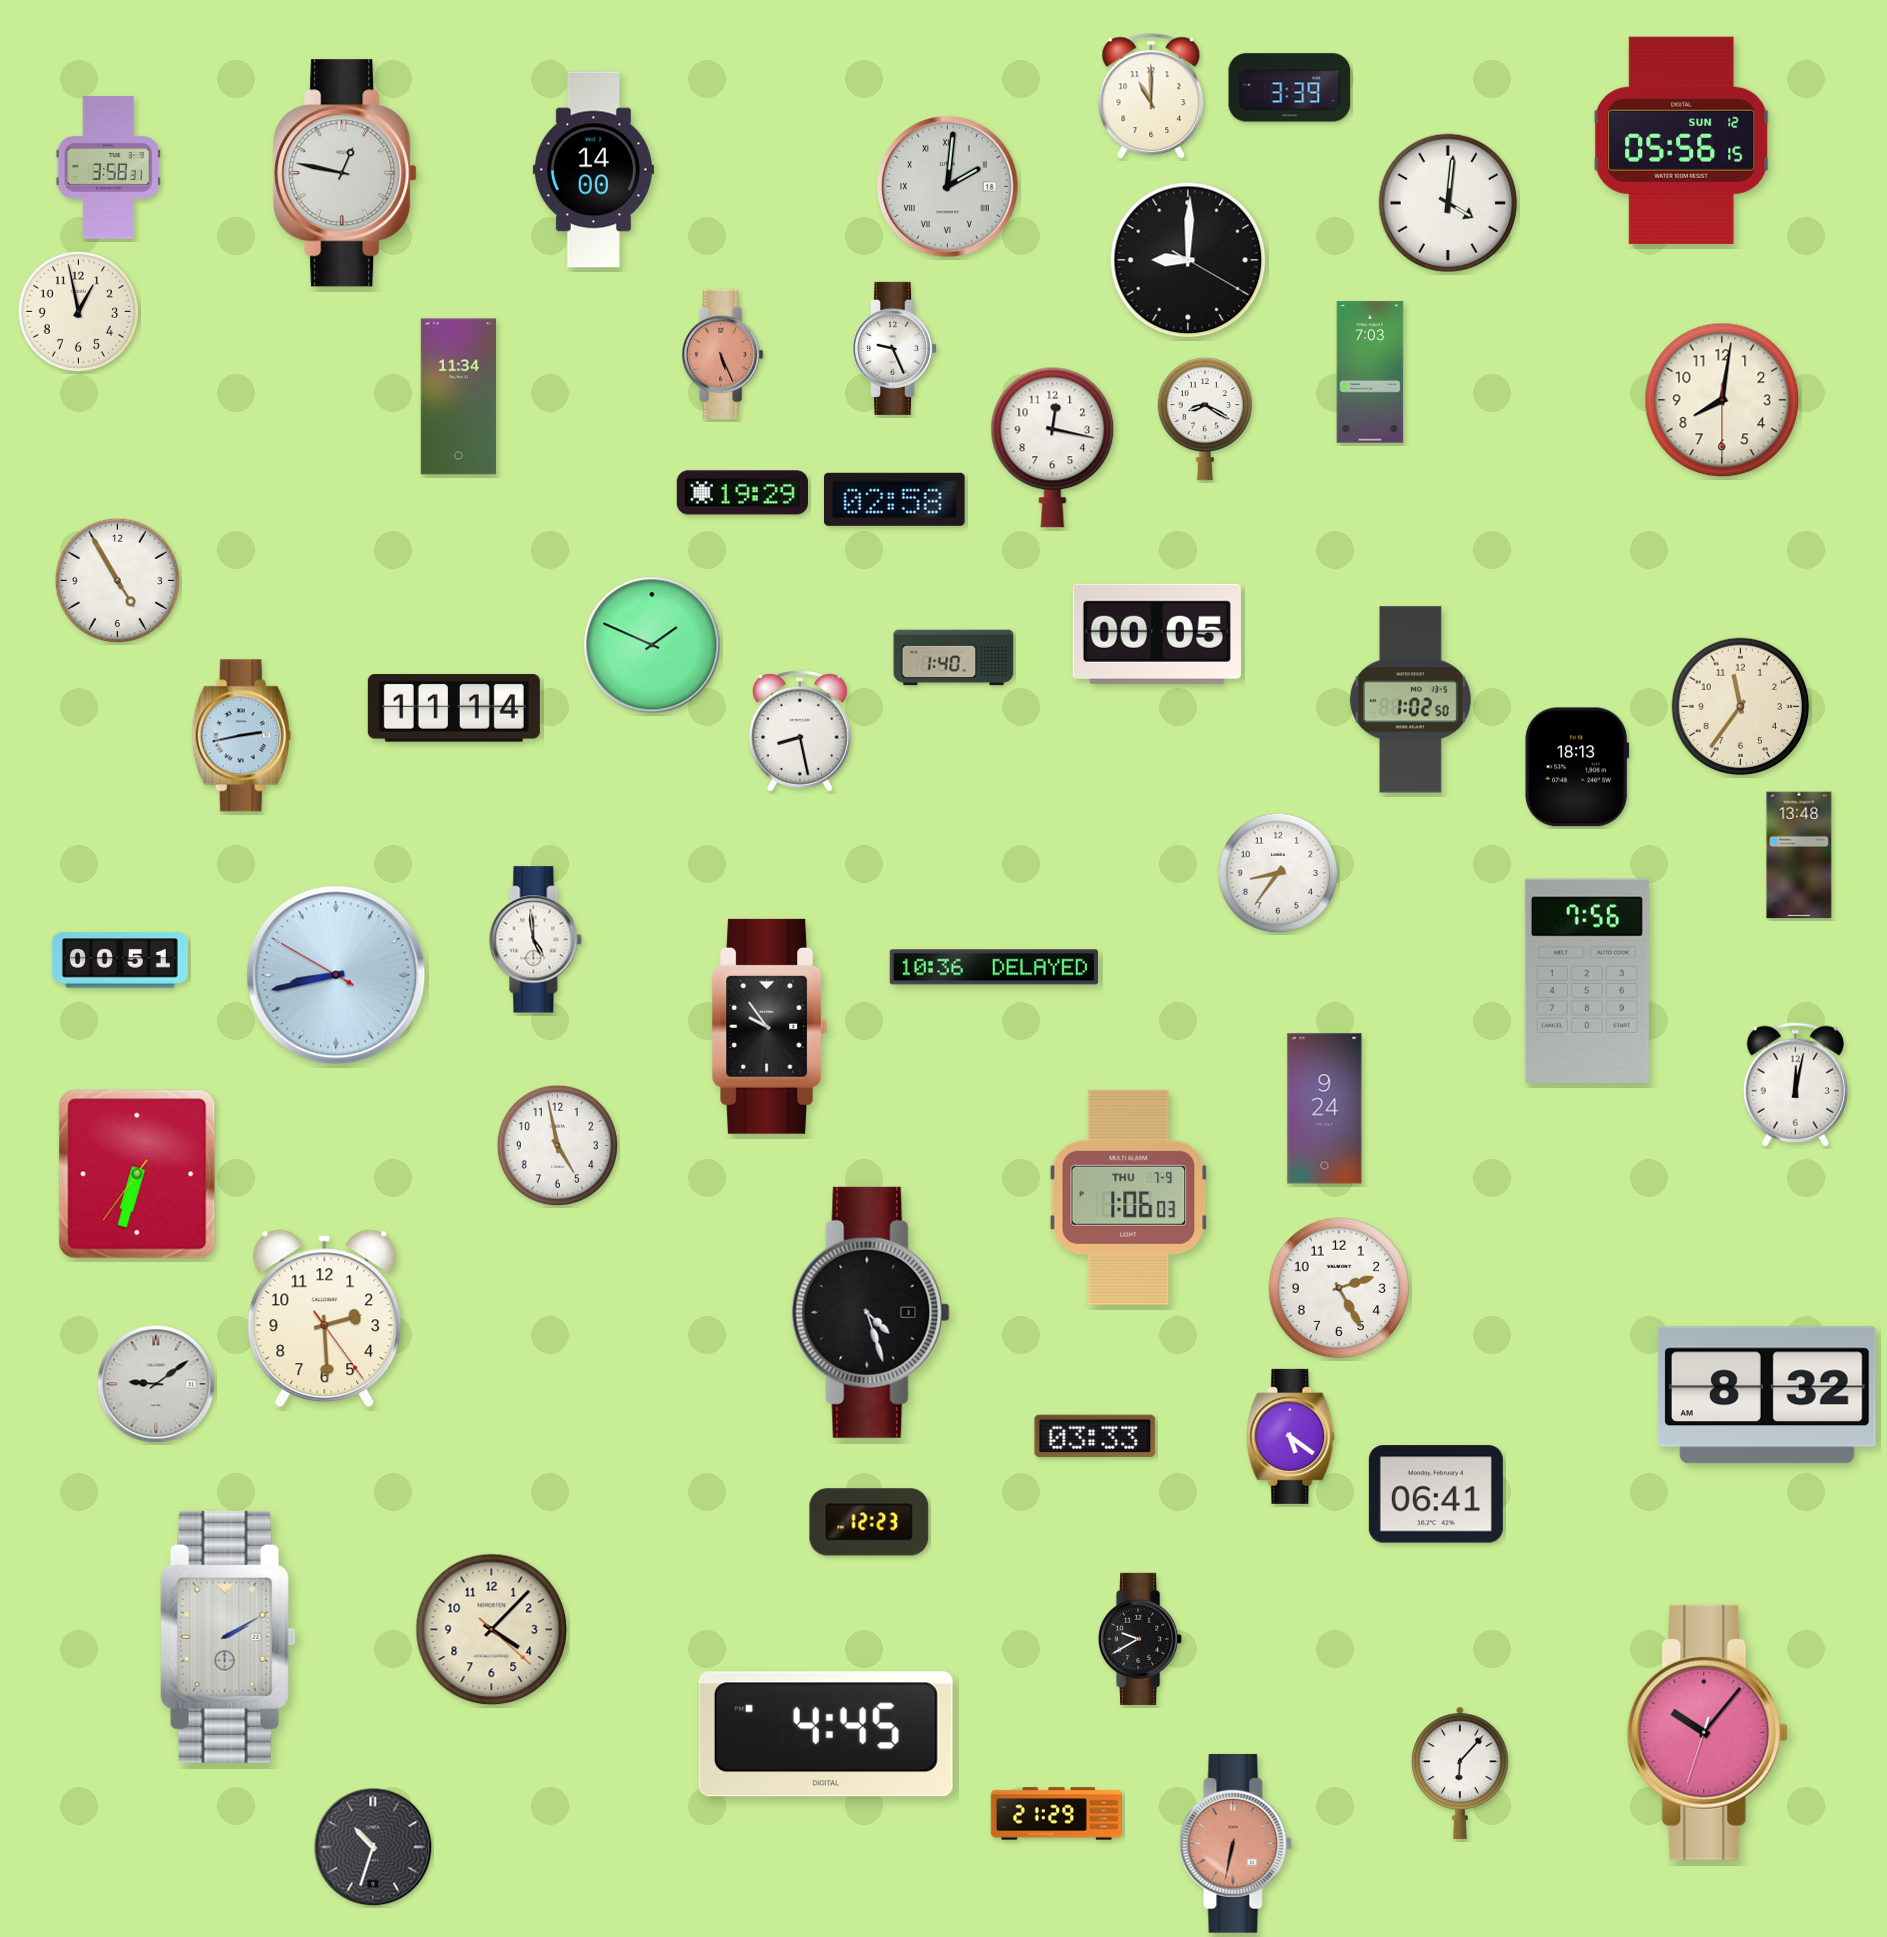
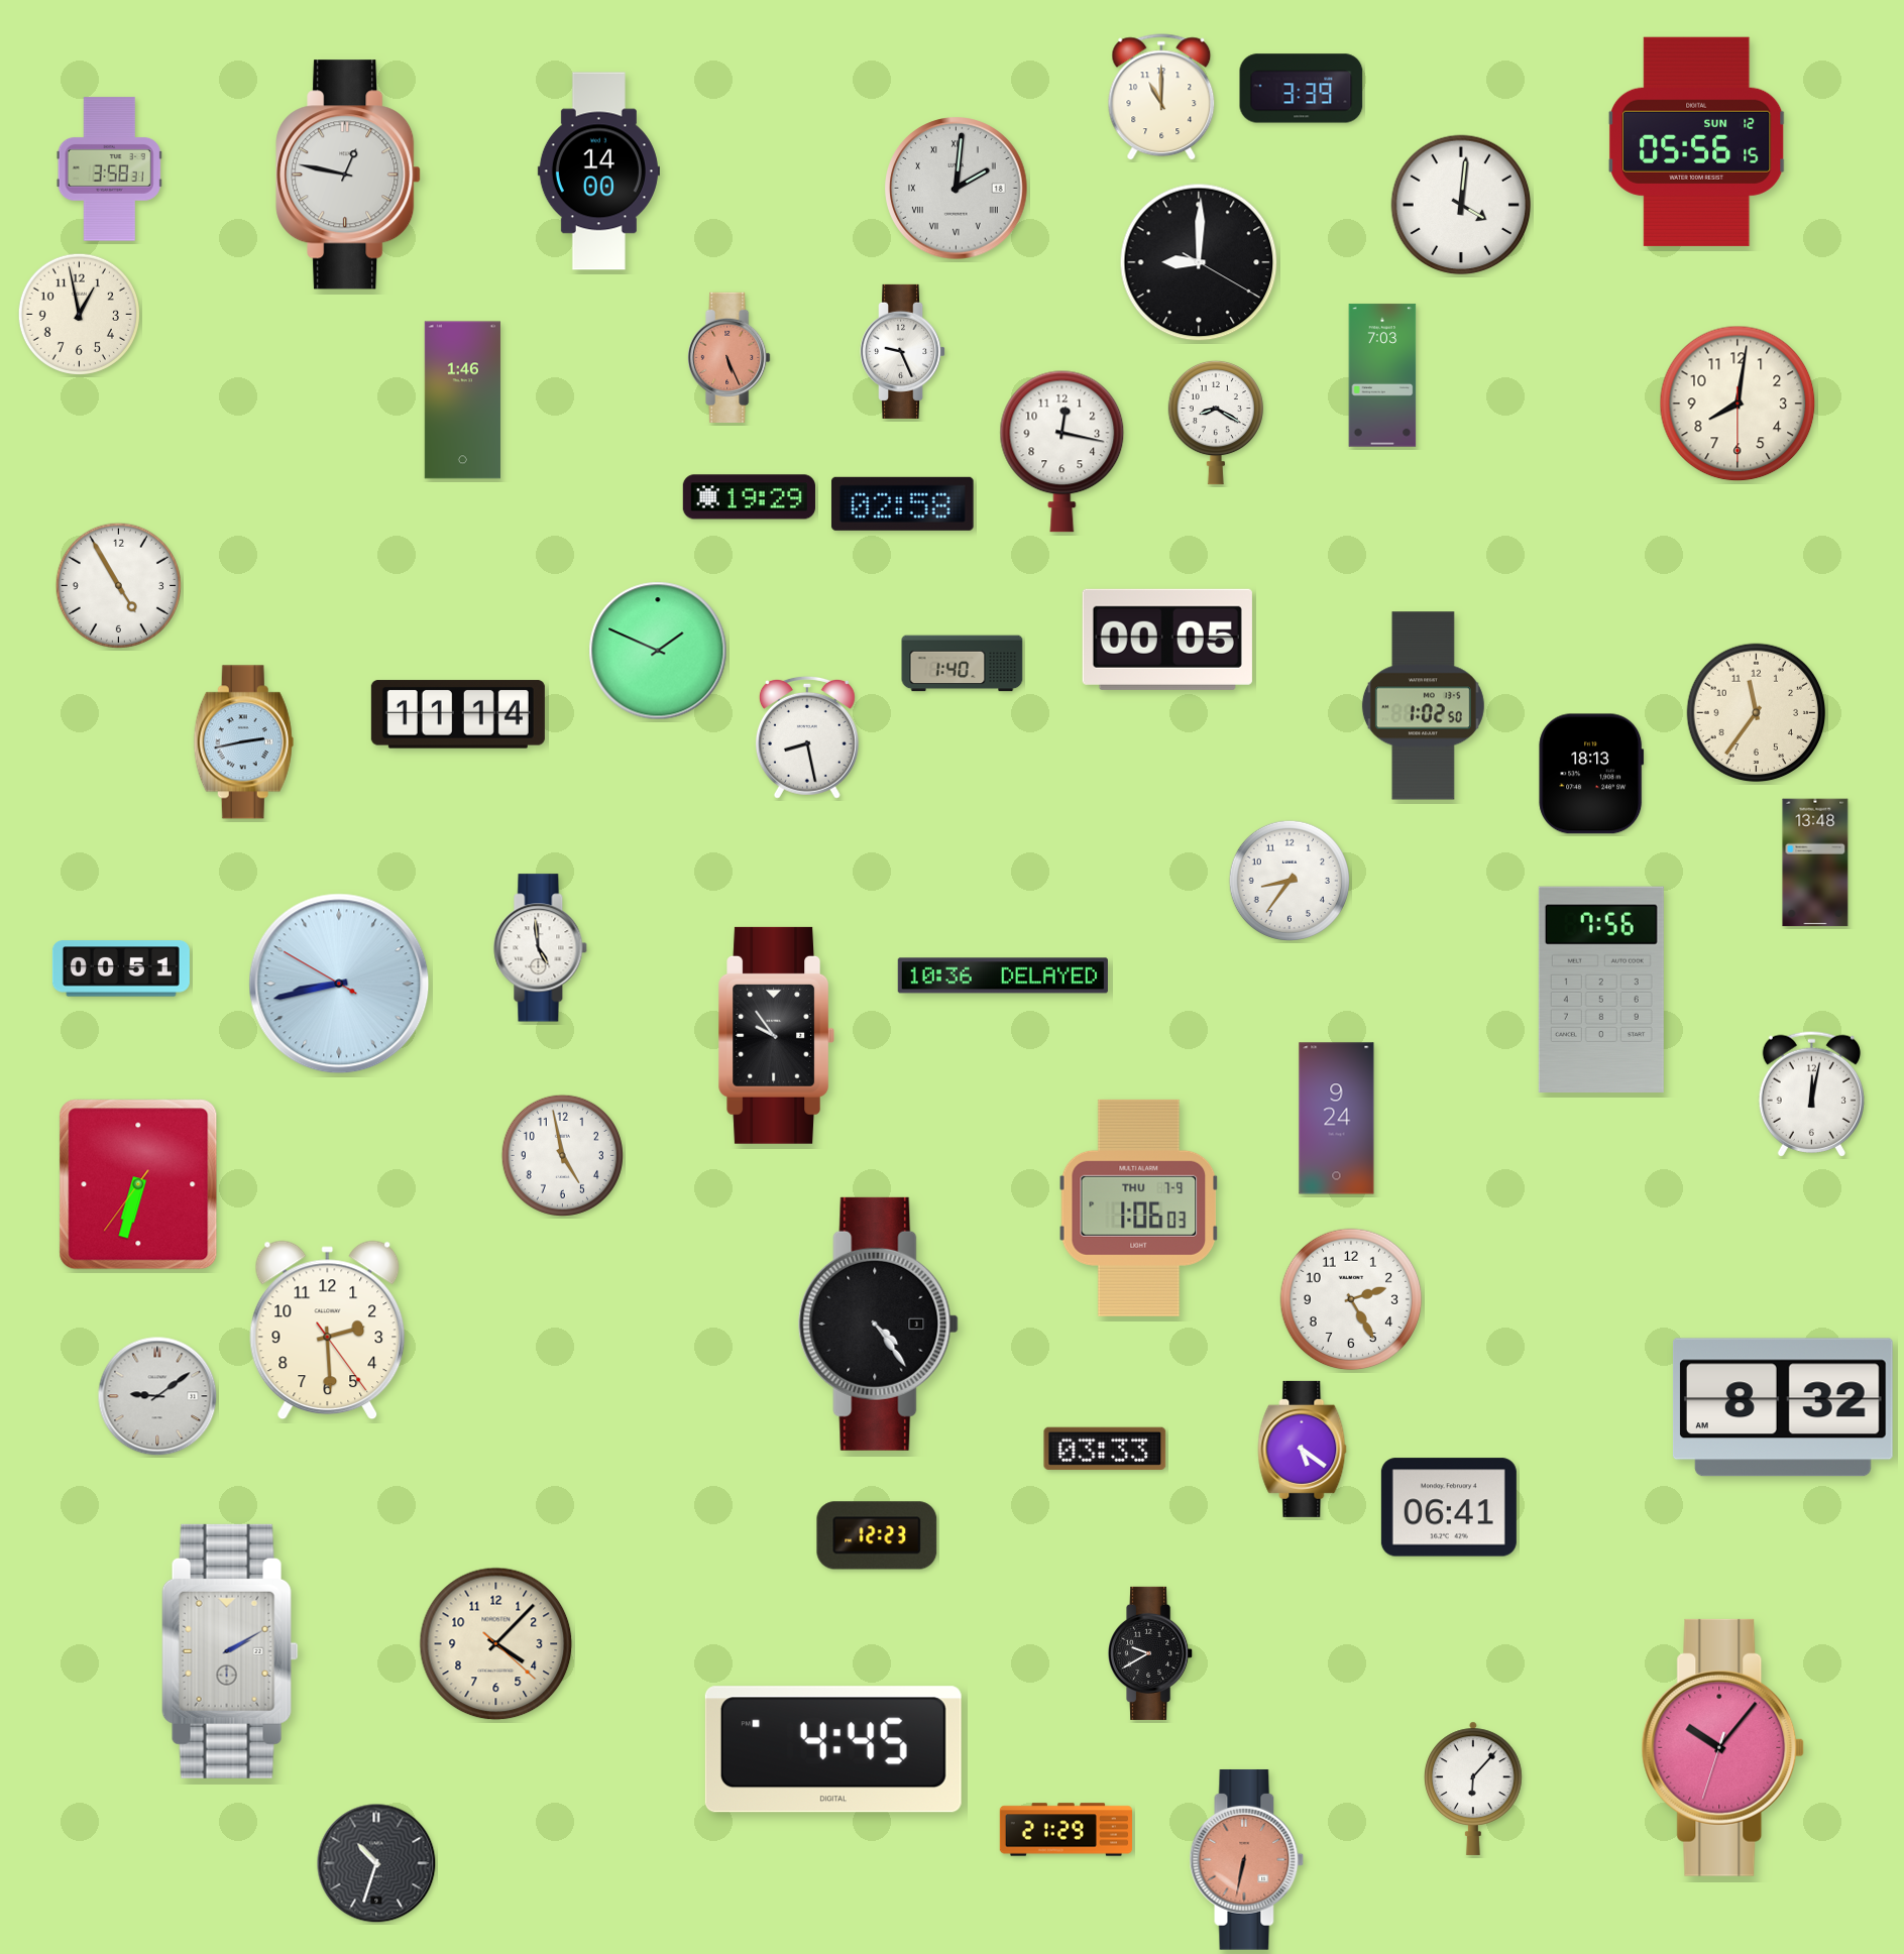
clock at (458, 397): 11:34 -> 1:46
clock at (871, 1312): 4:27 -> 4:24
